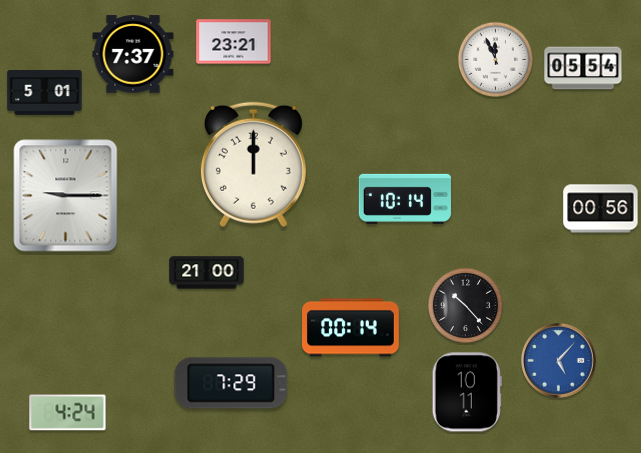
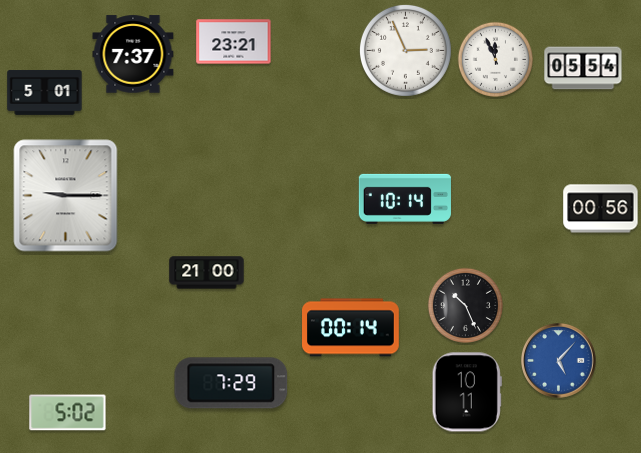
clock at (405, 50): none -> 2:56
clock at (253, 165): 12:00 -> none
clock at (465, 305): 10:23 -> 10:26
clock at (68, 413): 4:24 -> 5:02
